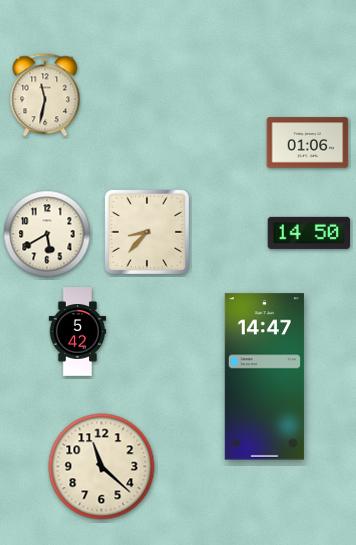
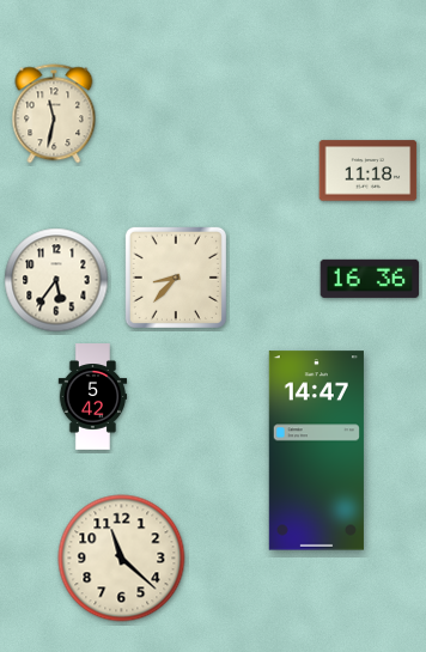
clock at (308, 143): 01:06 -> 11:18
clock at (309, 233): 14:50 -> 16:36
clock at (47, 234): 5:40 -> 5:36
